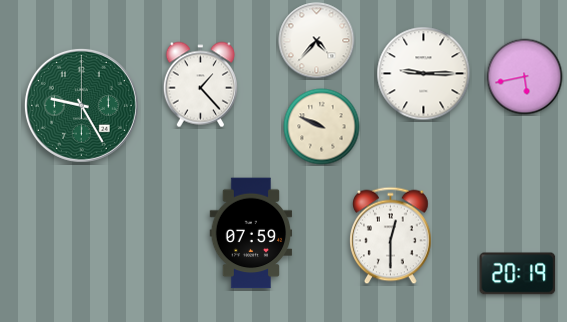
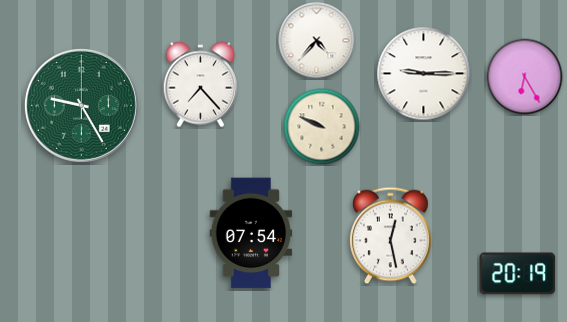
clock at (525, 77): 5:43 -> 6:25
clock at (200, 85): 1:23 -> 7:23
clock at (251, 233): 07:59 -> 07:54
clock at (391, 236): 12:30 -> 12:28
